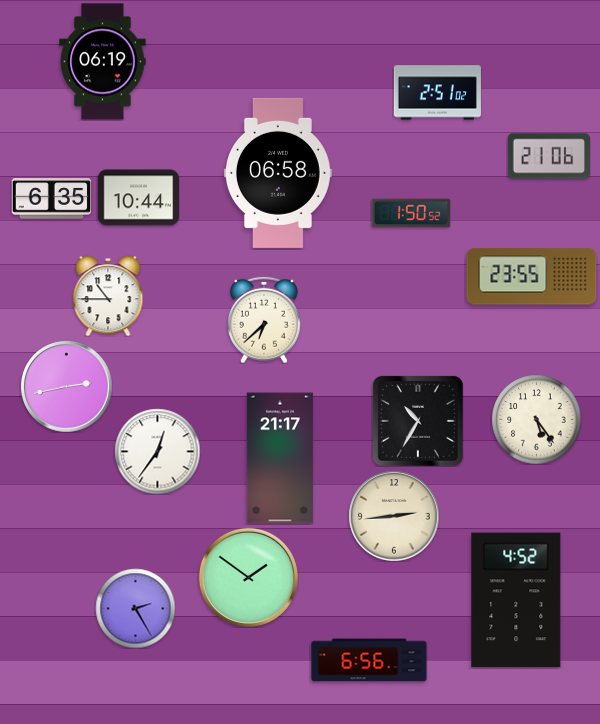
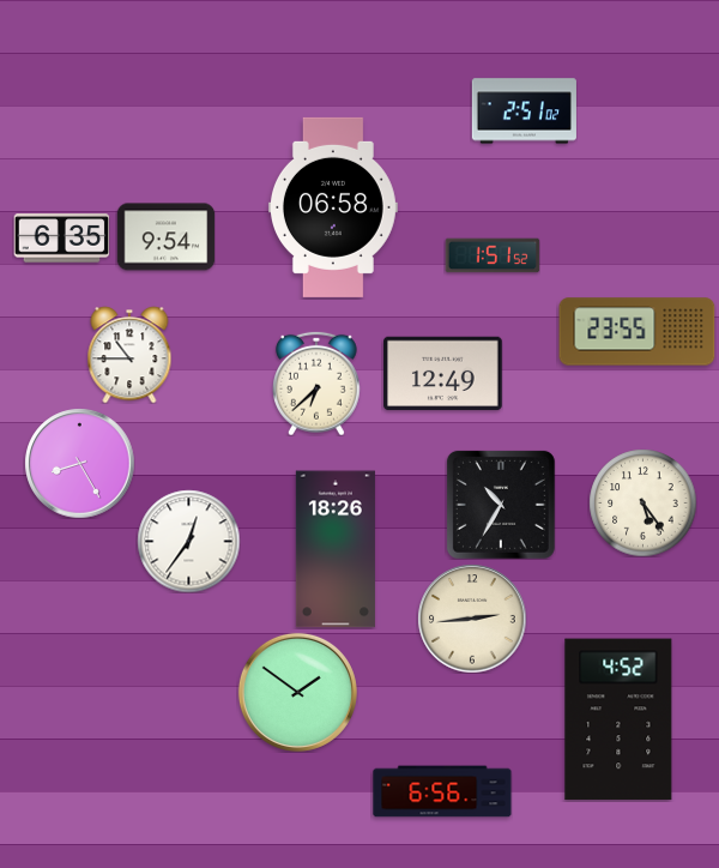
clock at (103, 62): 06:19 -> none
clock at (548, 156): 21:06 -> none
clock at (138, 198): 10:44 -> 9:54
clock at (411, 213): 1:50 -> 1:51
clock at (443, 374): none -> 12:49
clock at (66, 386): 2:43 -> 8:25
clock at (280, 458): 21:17 -> 18:26
clock at (135, 608): 2:25 -> none
